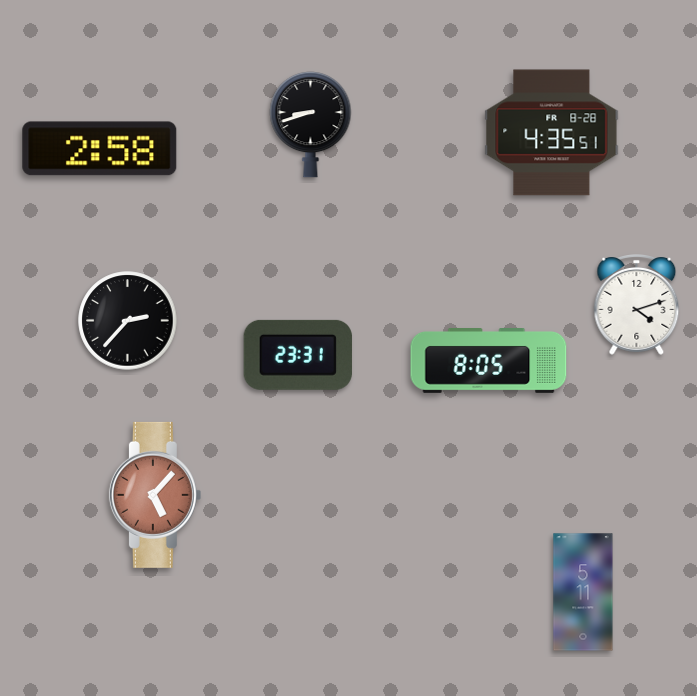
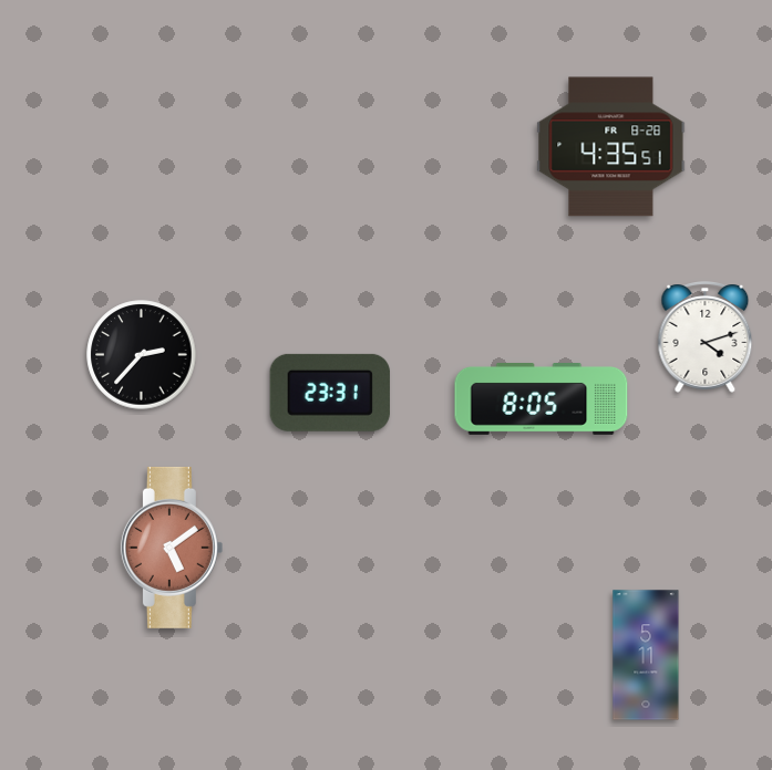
clock at (311, 125): 8:42 -> none
clock at (100, 149): 2:58 -> none
clock at (155, 495): 5:07 -> 5:09
